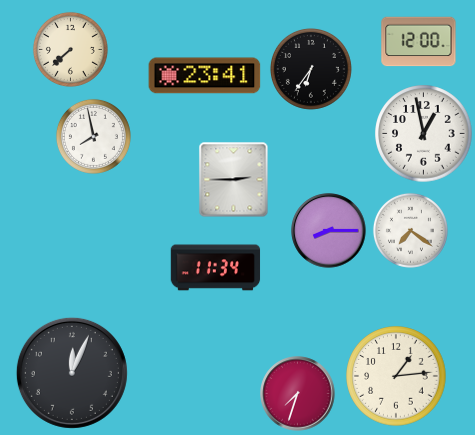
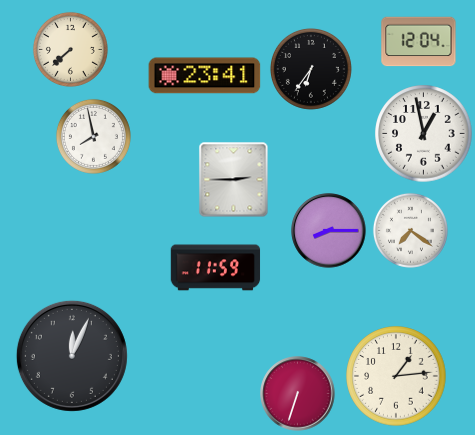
clock at (419, 42): 12:00 -> 12:04
clock at (216, 268): 11:34 -> 11:59
clock at (72, 373) position: (72, 373) -> (72, 356)
clock at (298, 394): 7:33 -> 6:33
